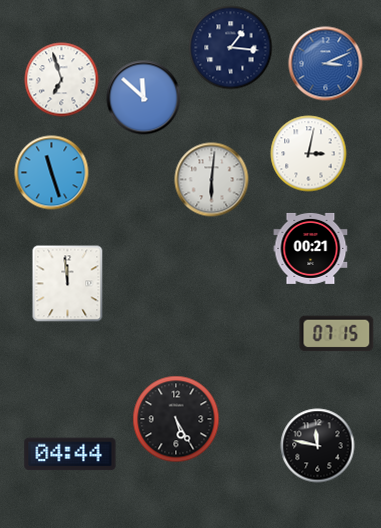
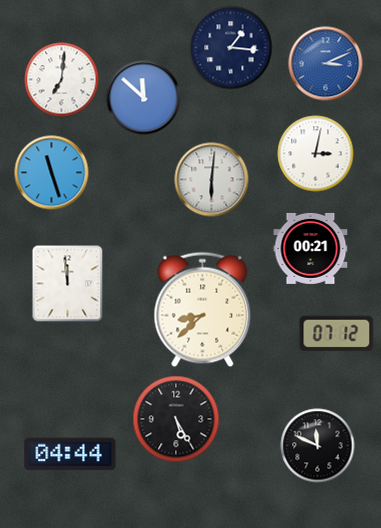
clock at (62, 80): 6:57 -> 7:01
clock at (309, 154) position: (309, 154) -> (316, 154)
clock at (203, 310): none -> 8:38
clock at (337, 334): 07:15 -> 07:12
clock at (318, 446): 11:47 -> 11:49
